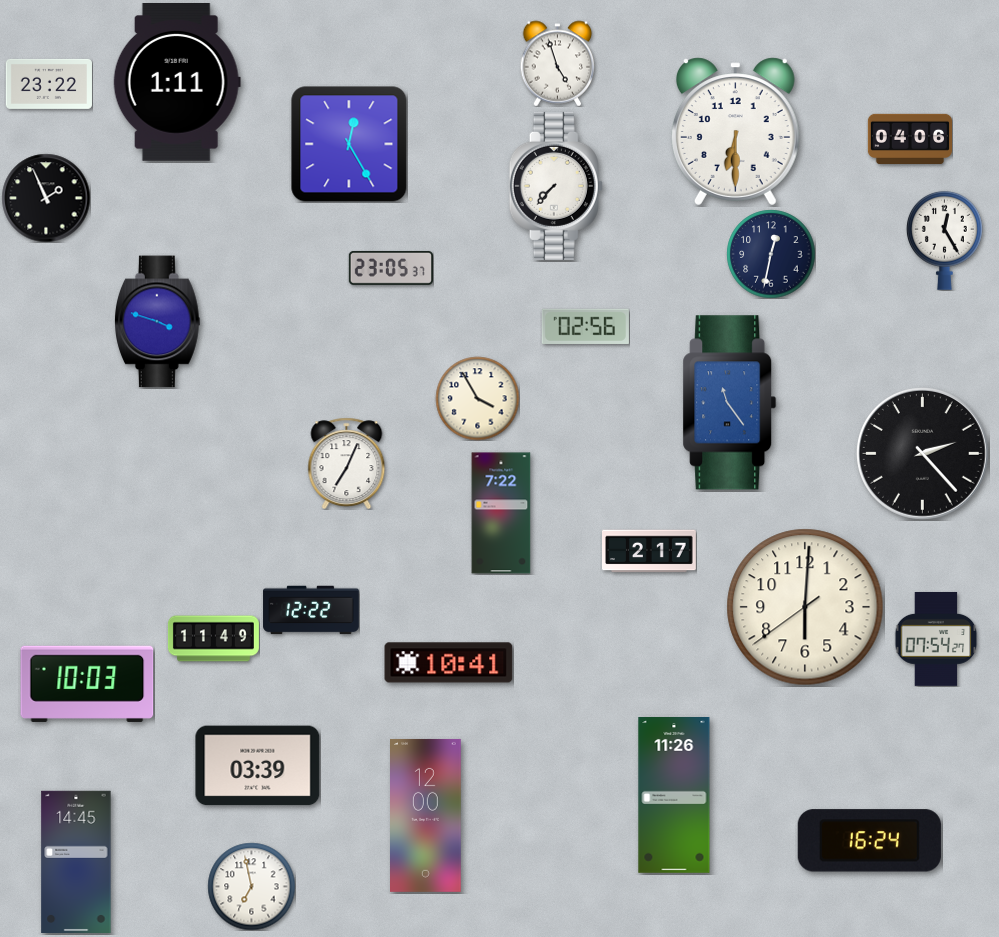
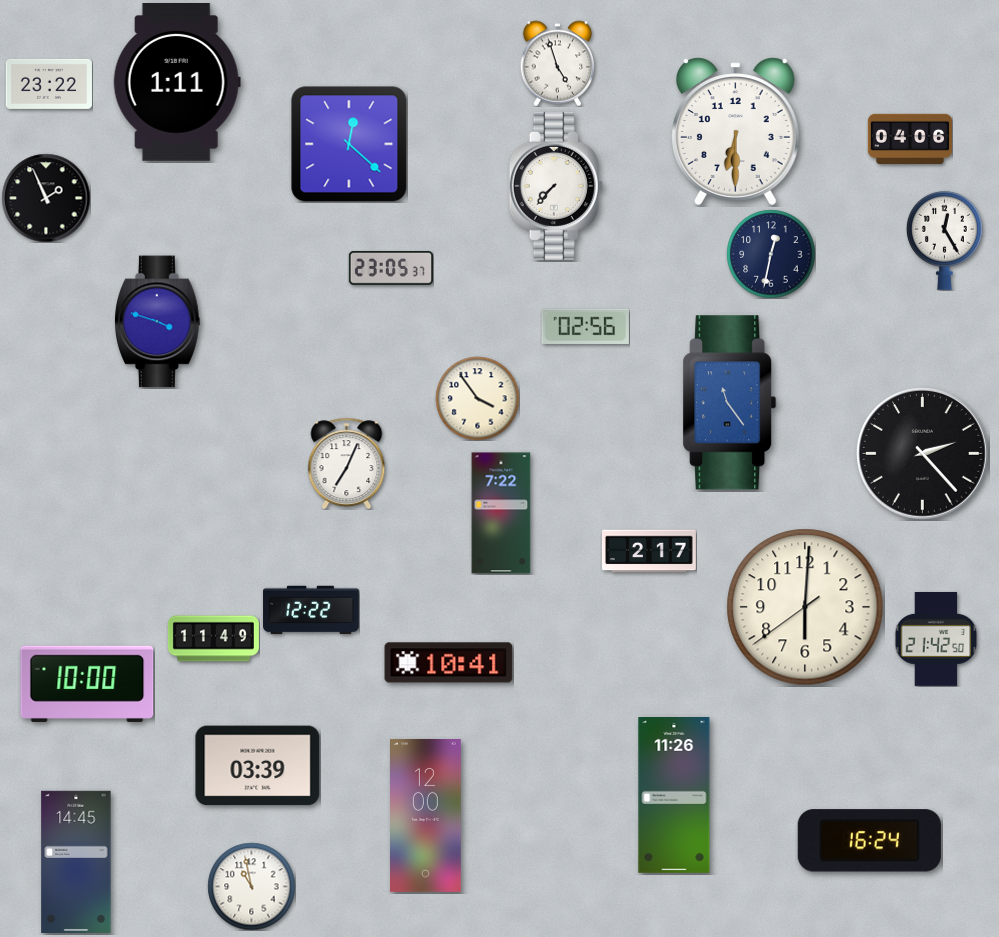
clock at (349, 144): 12:25 -> 12:22
clock at (477, 398): 3:55 -> 3:54
clock at (936, 639): 07:54 -> 21:42
clock at (87, 684): 10:03 -> 10:00
clock at (251, 886): 6:58 -> 10:58
